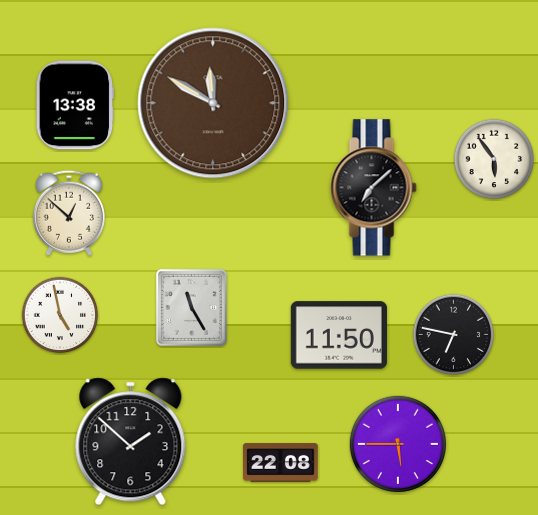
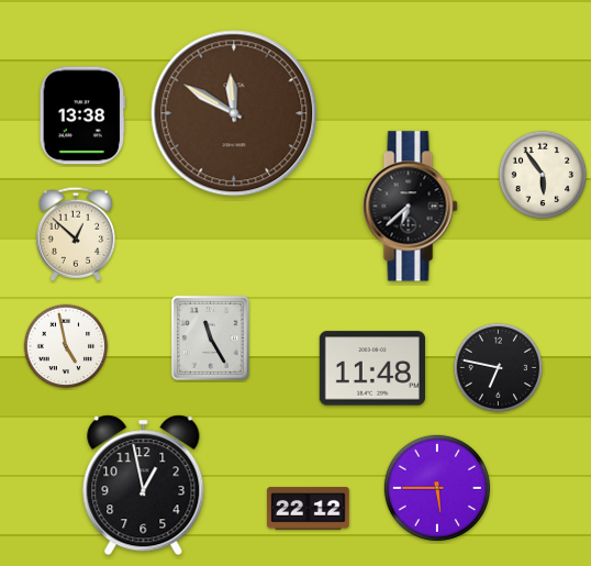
clock at (374, 188): 7:08 -> 6:38
clock at (339, 335): 11:50 -> 11:48
clock at (131, 442): 1:52 -> 12:58
clock at (281, 463): 22:08 -> 22:12
